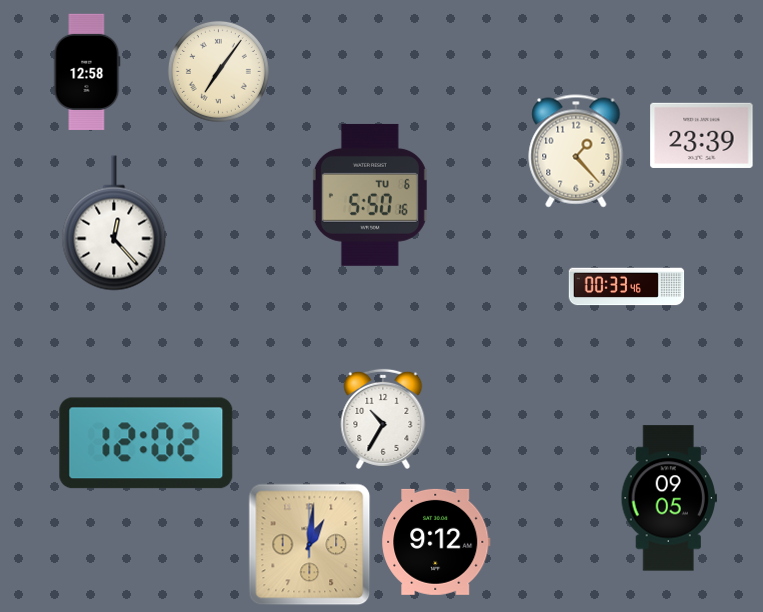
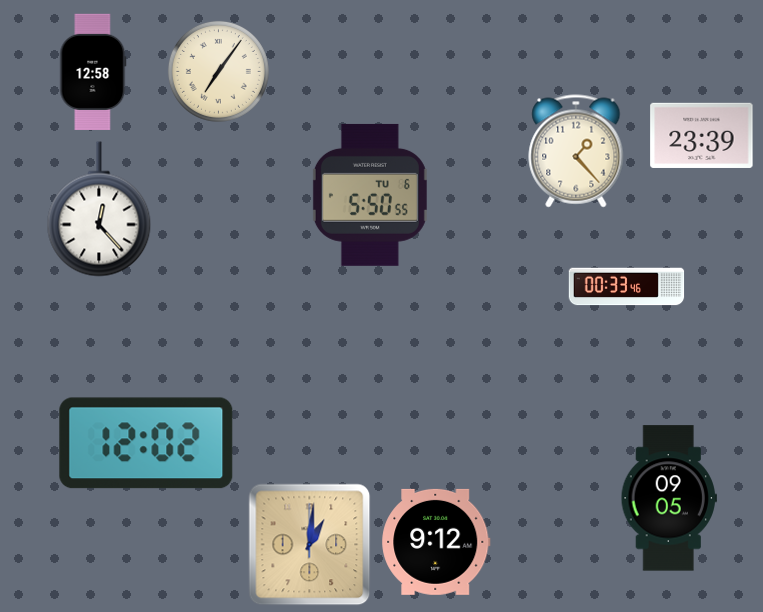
clock at (87, 71) position: (87, 71) -> (93, 71)
clock at (370, 195): 5:50:16 -> 5:50:55
clock at (114, 223) position: (114, 223) -> (99, 209)
clock at (383, 419): 10:35 -> none
